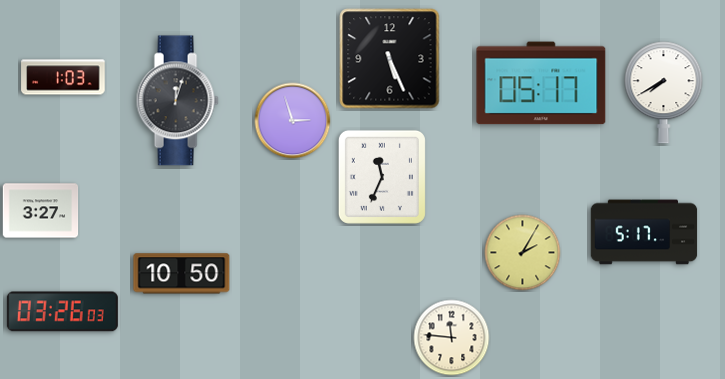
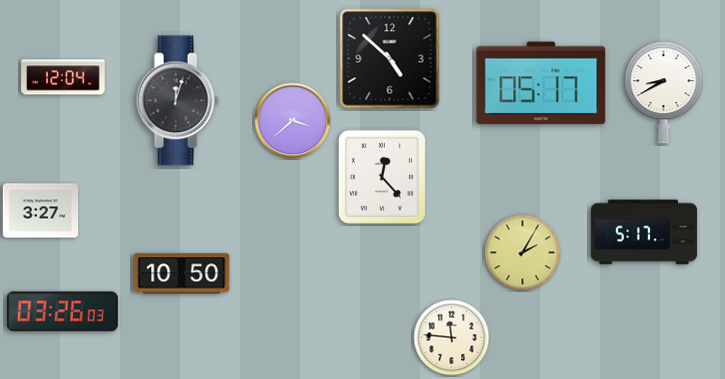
clock at (390, 59): 5:26 -> 4:52
clock at (63, 77): 1:03 -> 12:04
clock at (664, 93): 7:40 -> 8:40
clock at (293, 121): 2:57 -> 3:38
clock at (382, 177): 11:34 -> 12:23
